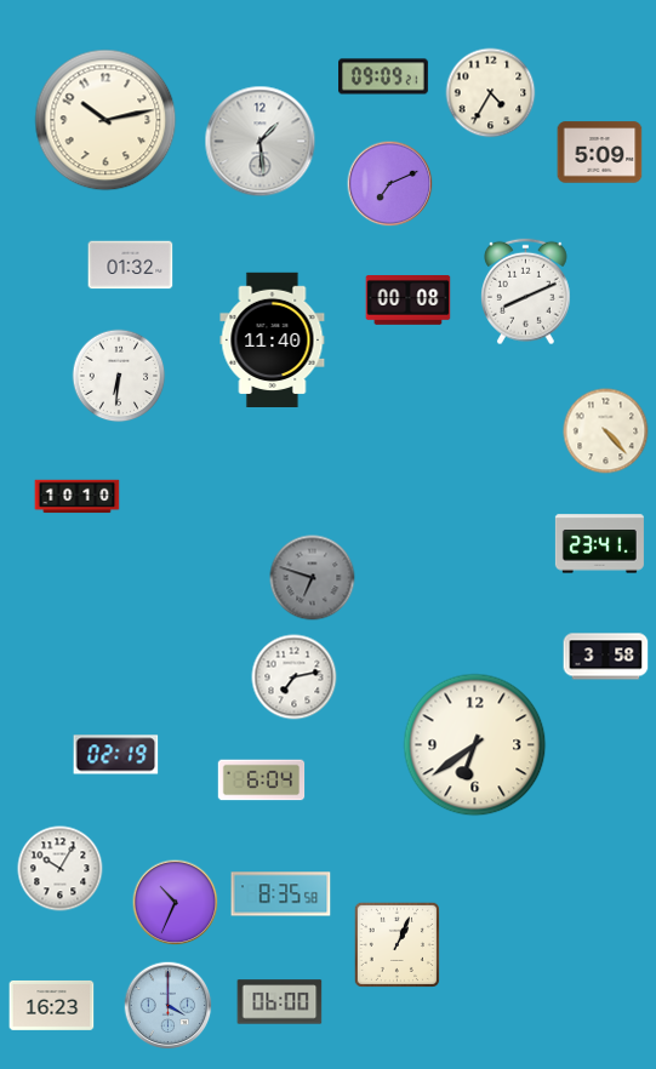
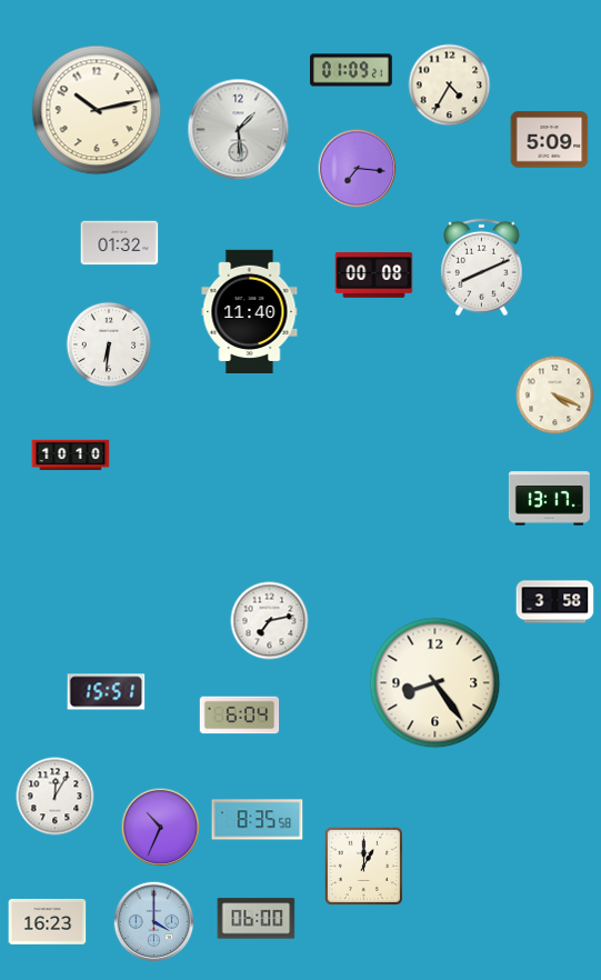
clock at (384, 76): 09:09 -> 01:09
clock at (390, 184): 7:11 -> 7:16
clock at (606, 431): 4:23 -> 4:19
clock at (599, 544): 23:41 -> 13:17
clock at (313, 578): 6:48 -> none
clock at (475, 745): 6:39 -> 8:24
clock at (116, 755): 02:19 -> 15:51
clock at (61, 869): 10:05 -> 12:05
clock at (397, 944): 1:04 -> 1:00
